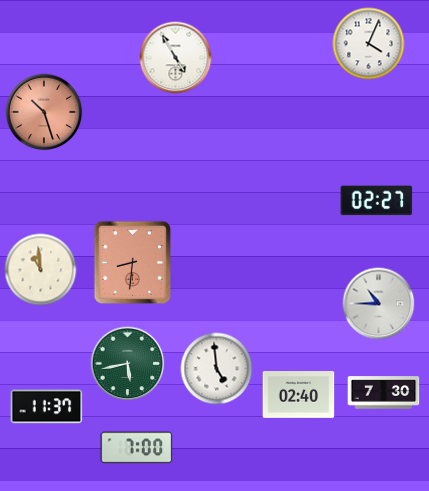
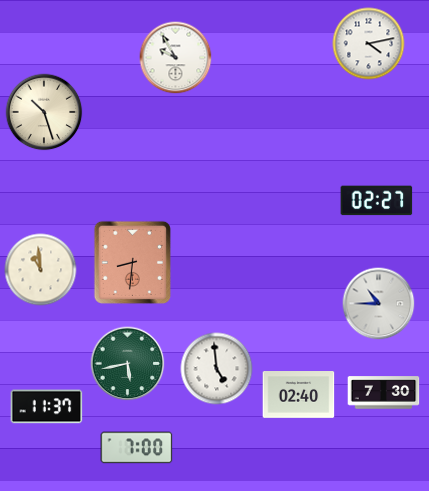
clock at (369, 44): 4:04 -> 4:13
clock at (176, 58): 4:55 -> 9:55
clock at (44, 112) dial: salmon -> cream
